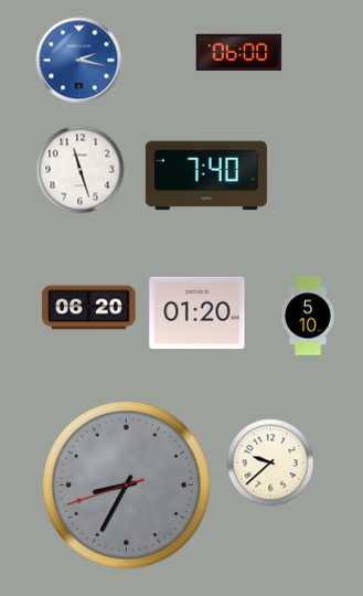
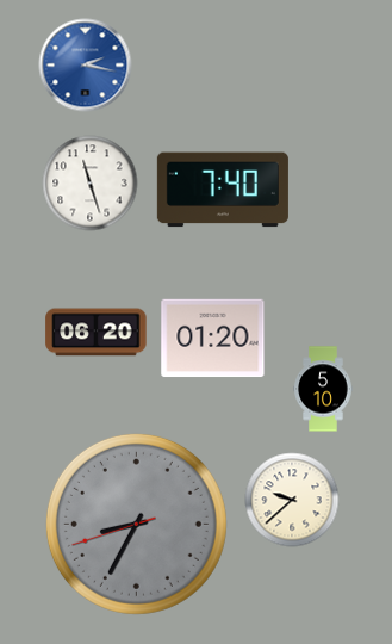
clock at (239, 53): 06:00 -> none
clock at (81, 170) position: (81, 170) -> (91, 184)
clock at (308, 316) position: (308, 316) -> (323, 389)
